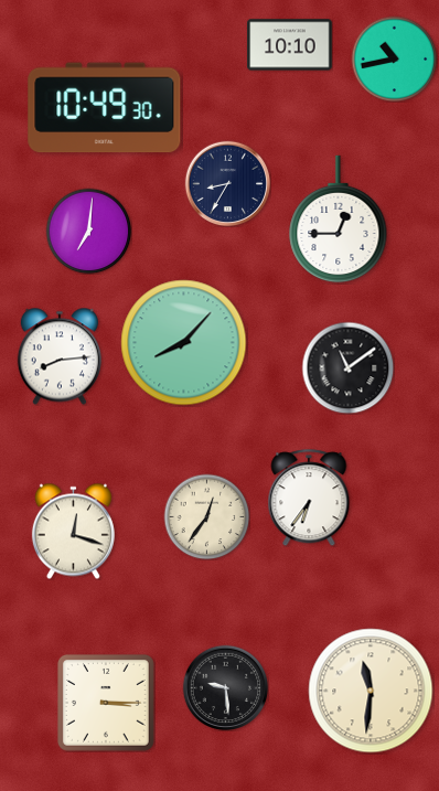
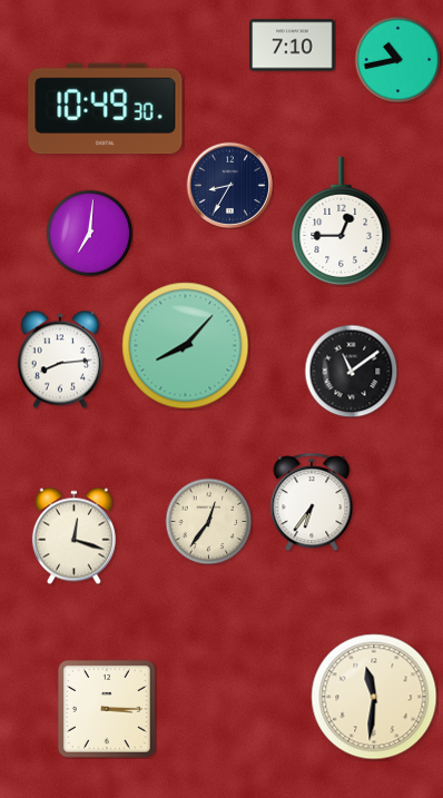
clock at (290, 45): 10:10 -> 7:10
clock at (225, 687): 9:29 -> none
